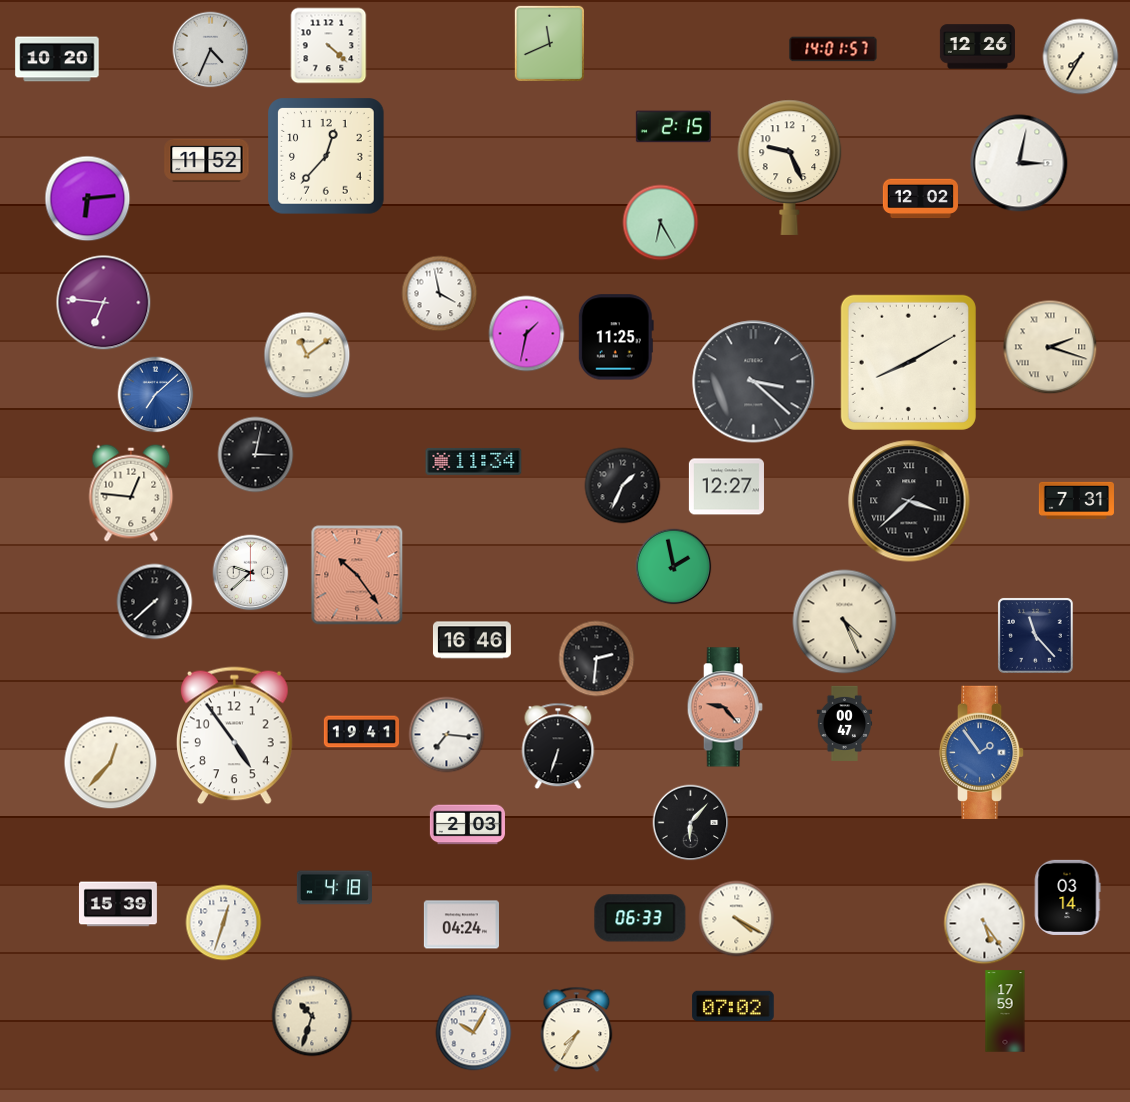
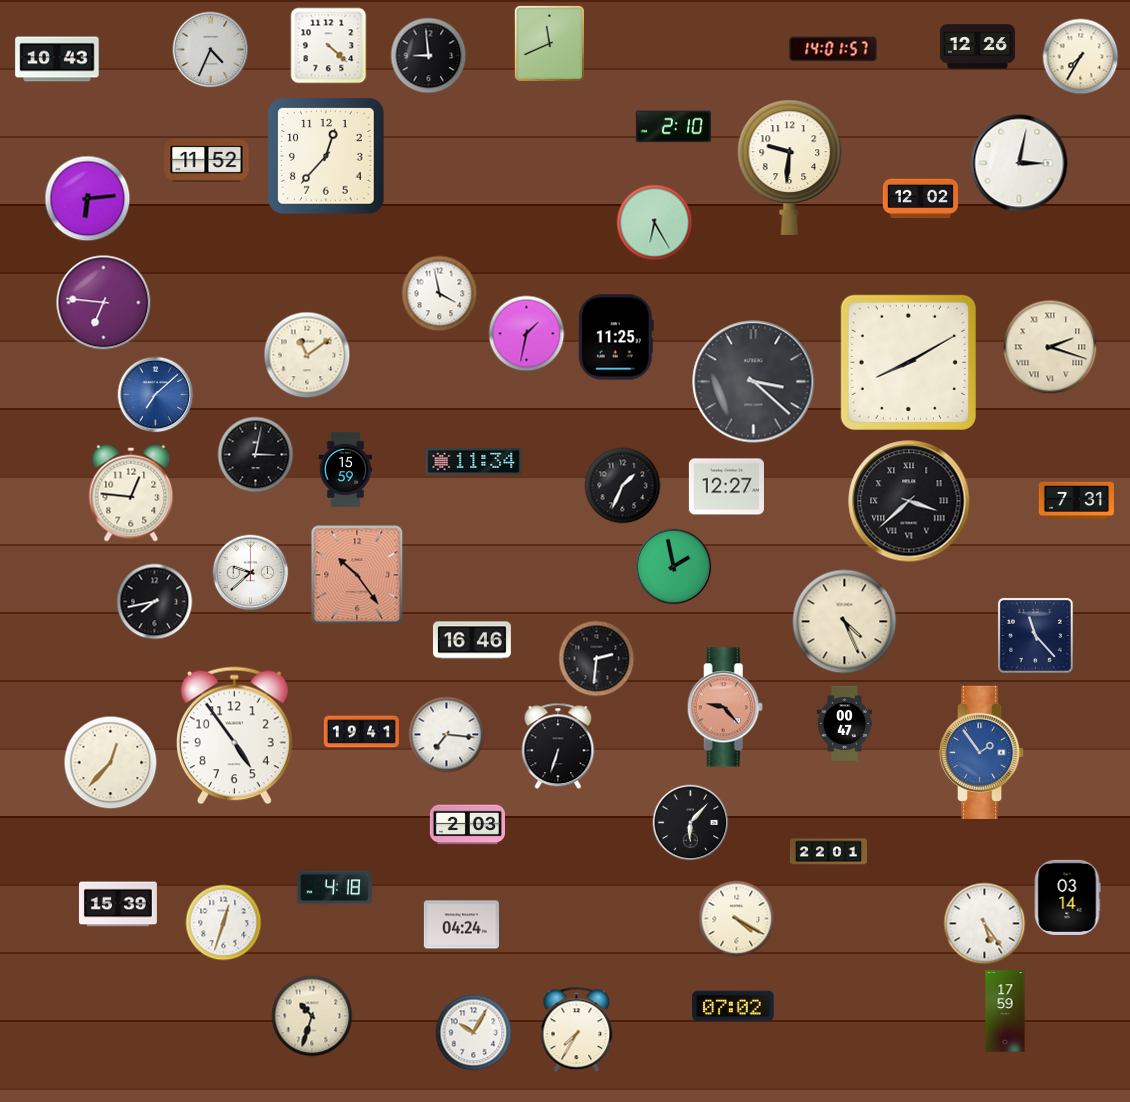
clock at (429, 56): none -> 8:59
clock at (57, 59): 10:20 -> 10:43
clock at (673, 127): 2:15 -> 2:10
clock at (790, 167): 9:26 -> 9:31
clock at (661, 223) position: (661, 223) -> (655, 223)
clock at (346, 469): none -> 15:59
clock at (155, 602): 7:38 -> 7:43
clock at (828, 852): none -> 22:01
clock at (640, 918): 06:33 -> none
